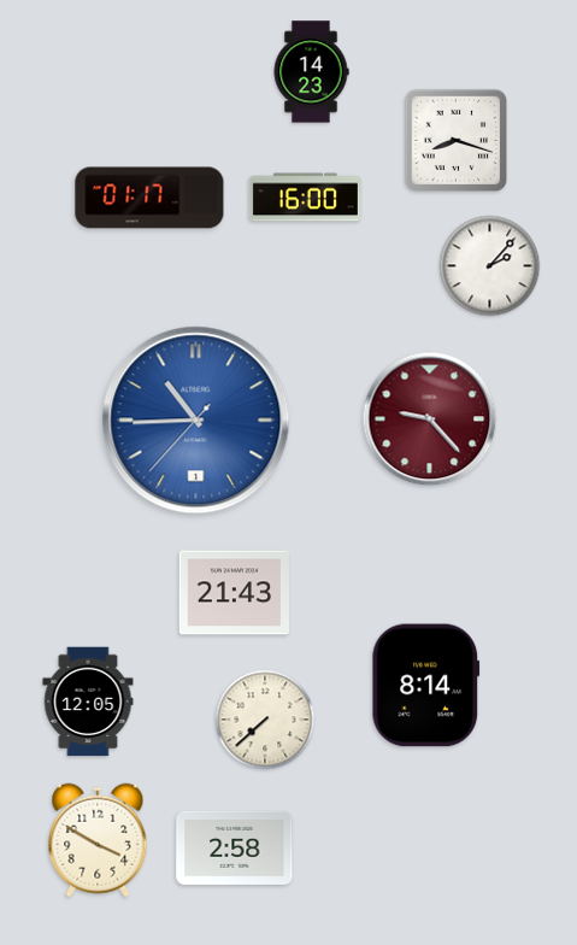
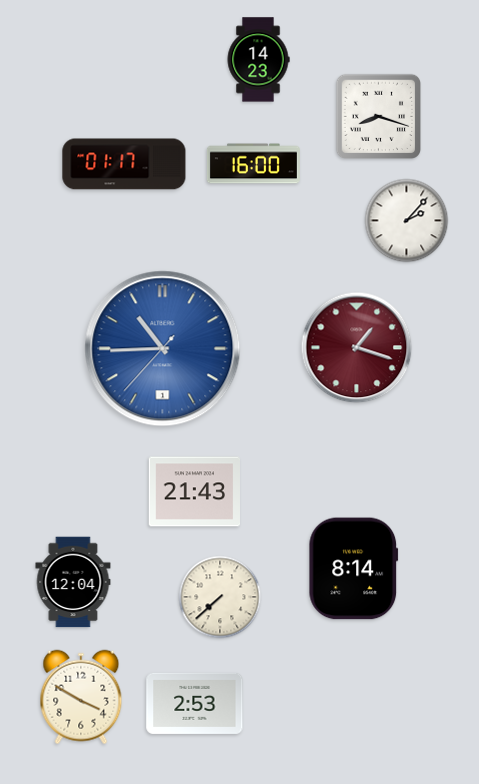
clock at (430, 419): 9:23 -> 1:18
clock at (88, 702): 12:05 -> 12:04
clock at (235, 847): 2:58 -> 2:53
